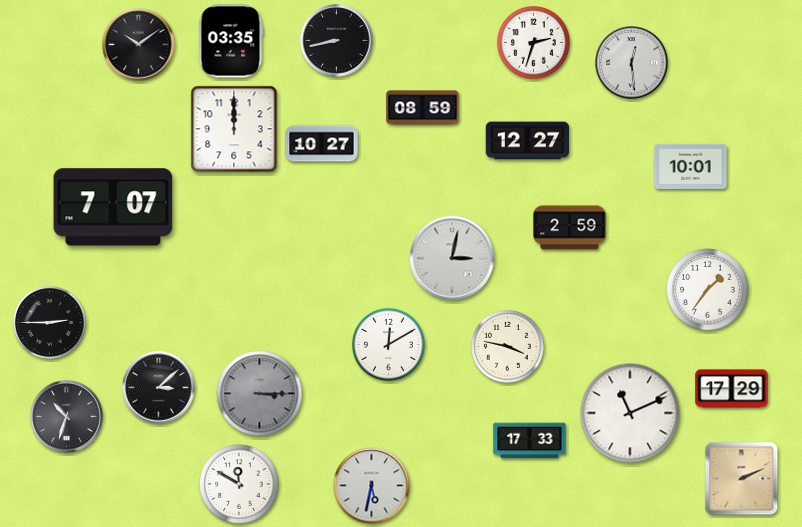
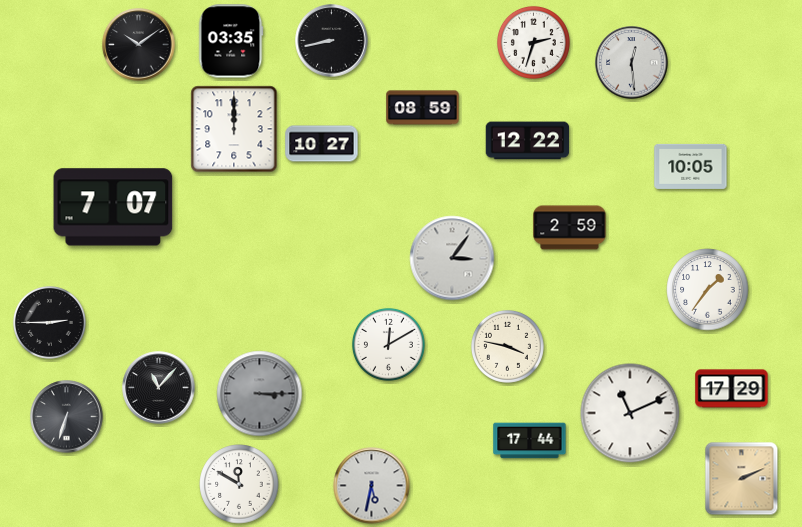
clock at (337, 41) position: (337, 41) -> (332, 41)
clock at (528, 141): 12:27 -> 12:22
clock at (691, 166): 10:01 -> 10:05
clock at (452, 258): 3:02 -> 3:06
clock at (159, 388): 3:08 -> 11:07
clock at (67, 417): 10:33 -> 6:33
clock at (530, 441): 17:33 -> 17:44
